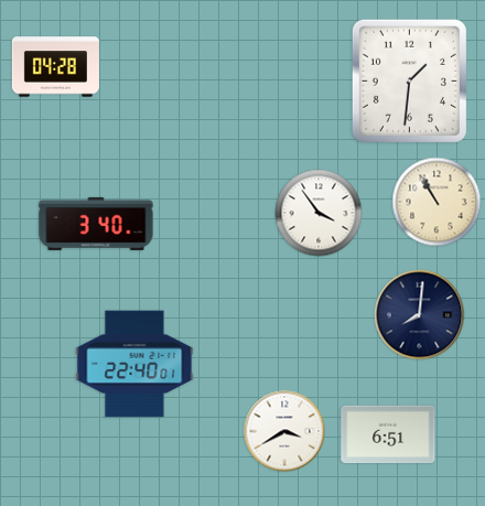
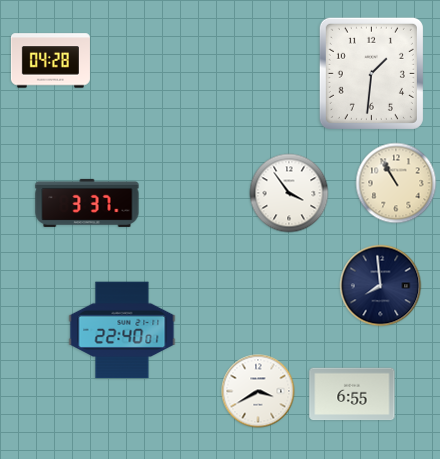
clock at (96, 224): 3:40 -> 3:37
clock at (420, 315): 8:01 -> 7:59
clock at (388, 434): 6:51 -> 6:55
